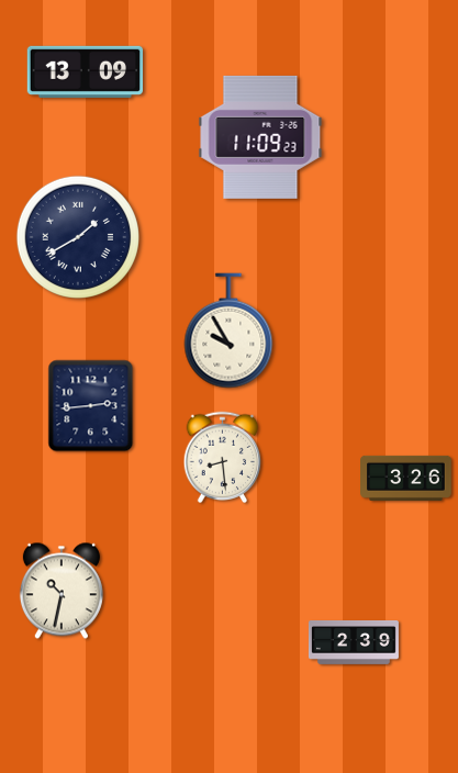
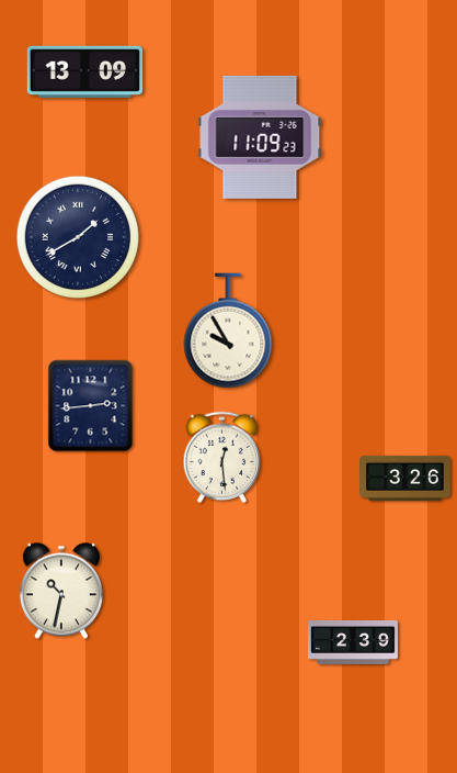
clock at (223, 458): 8:29 -> 12:29
